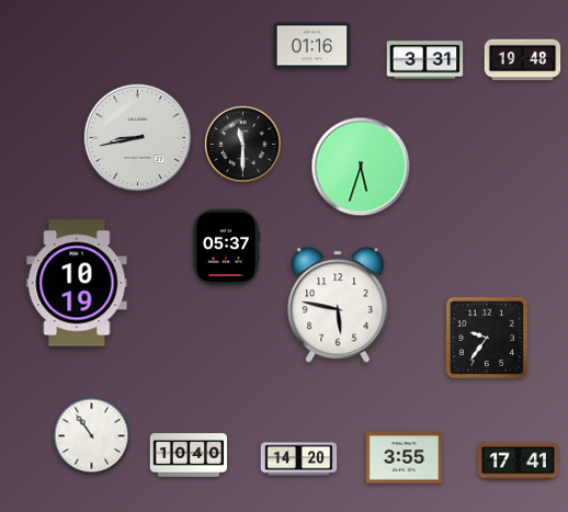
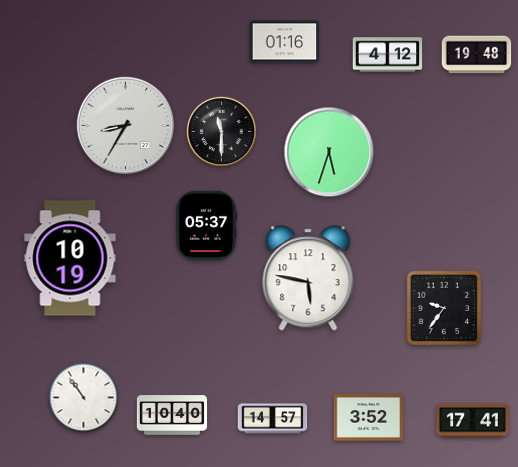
clock at (425, 60): 3:31 -> 4:12
clock at (138, 138): 8:43 -> 8:35
clock at (405, 458): 3:55 -> 3:52
clock at (299, 459): 14:20 -> 14:57
